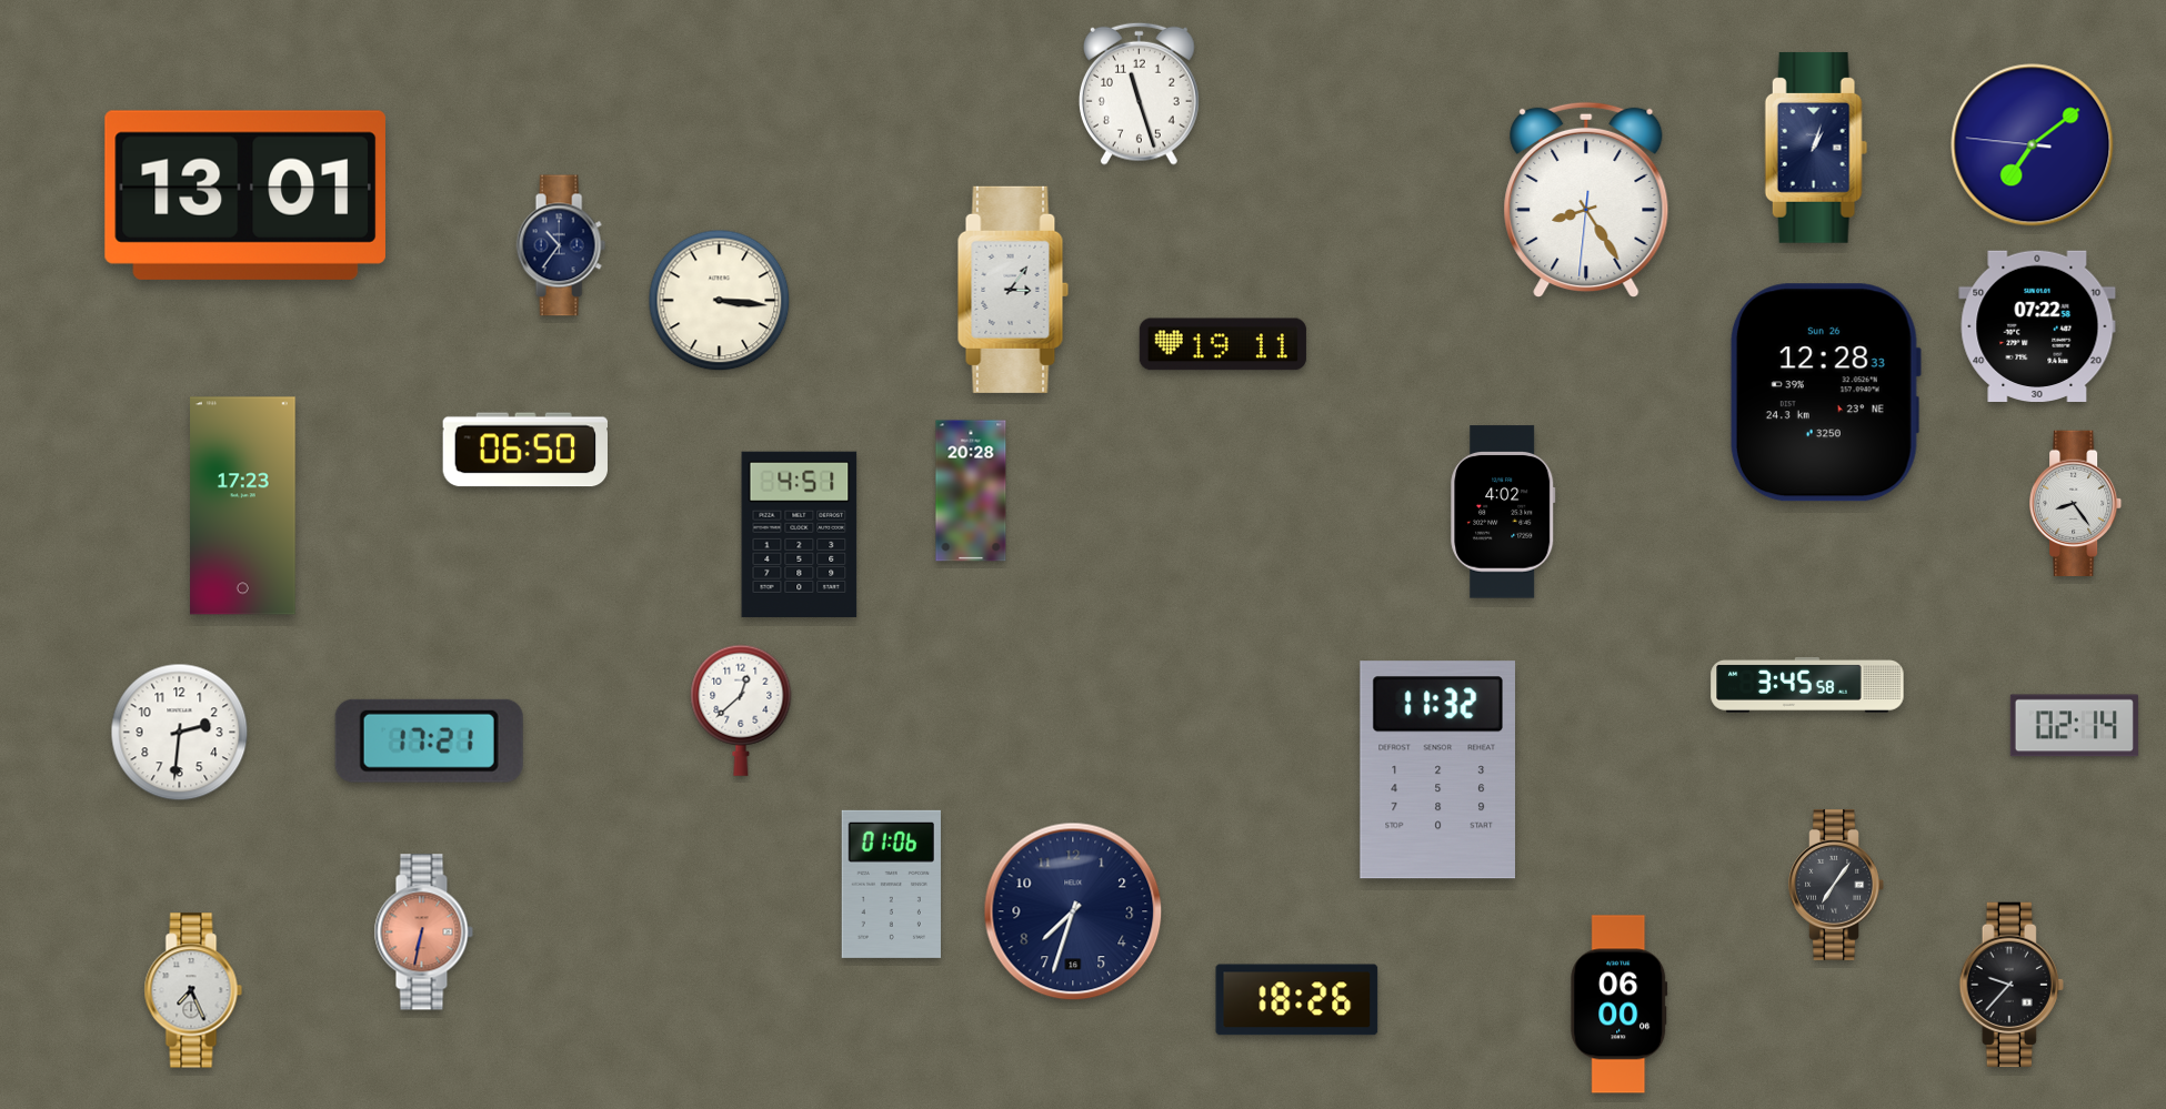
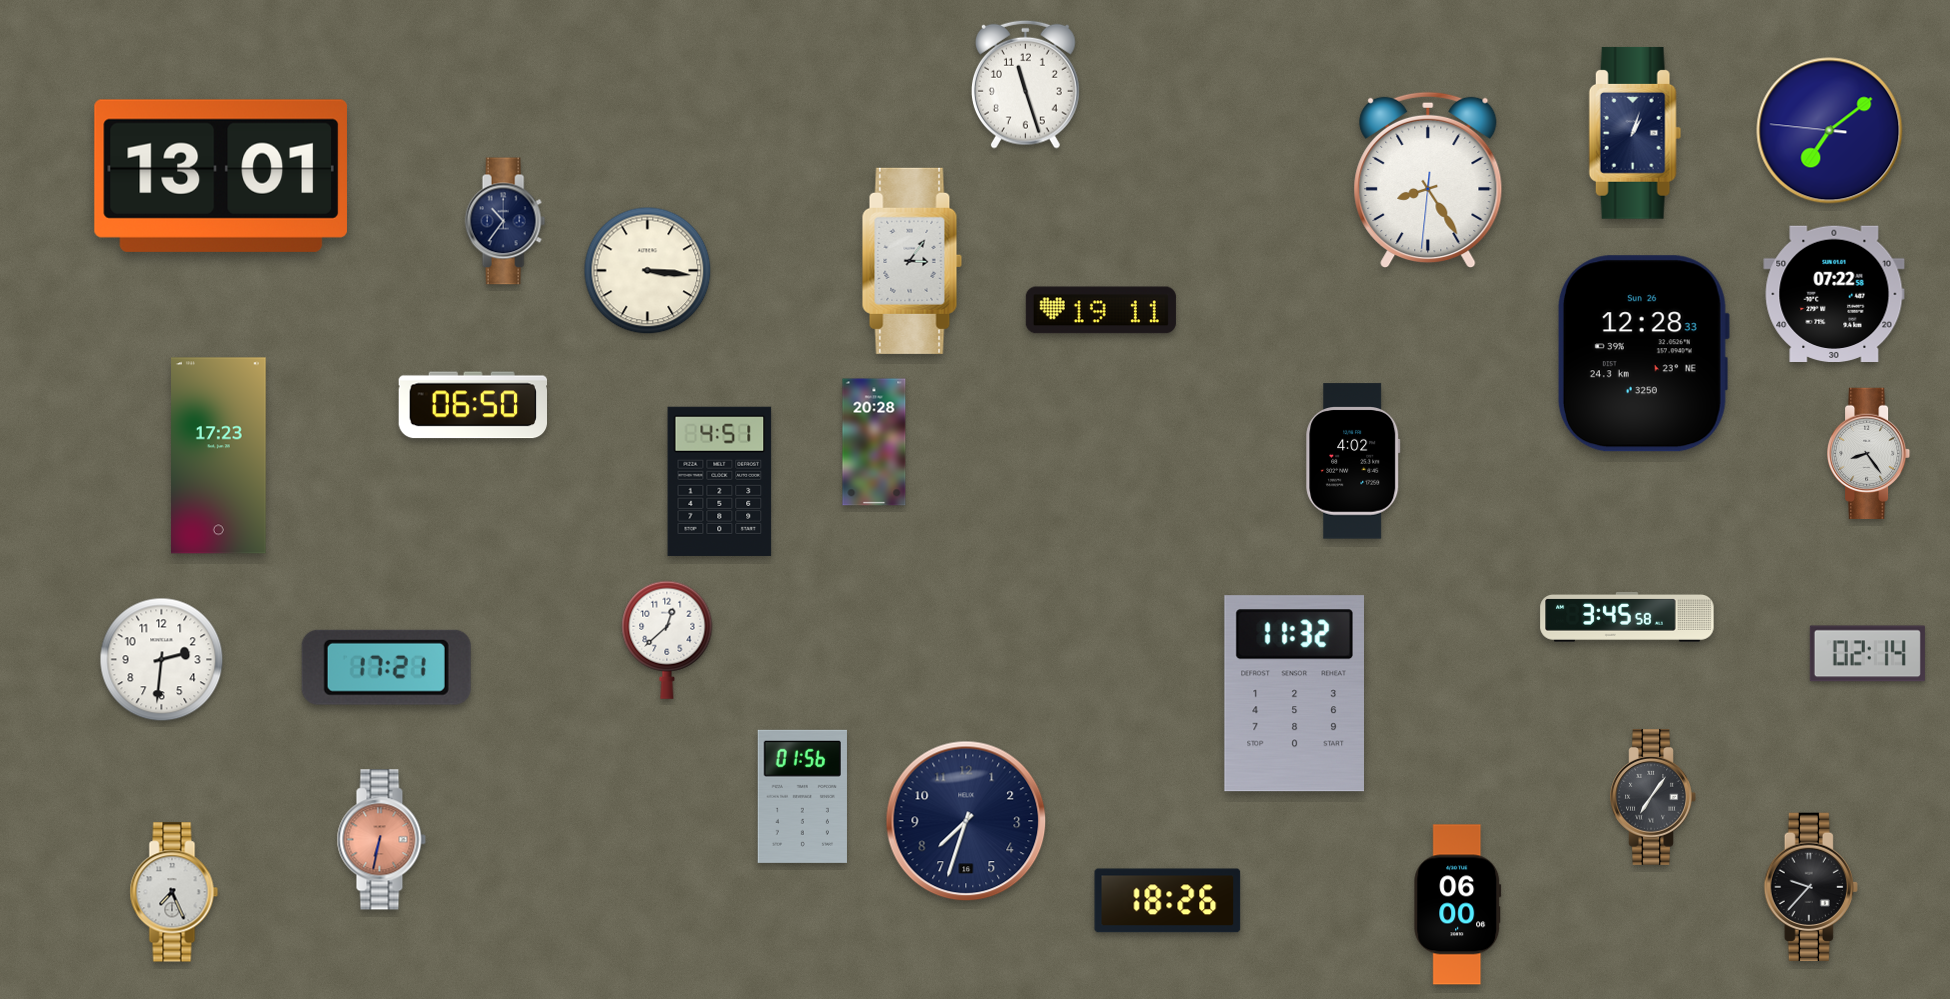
clock at (891, 884): 01:06 -> 01:56
